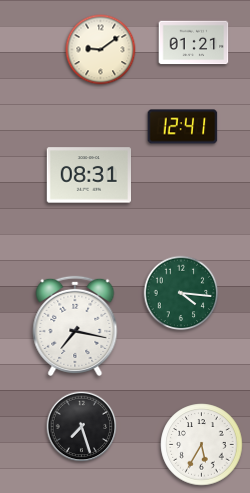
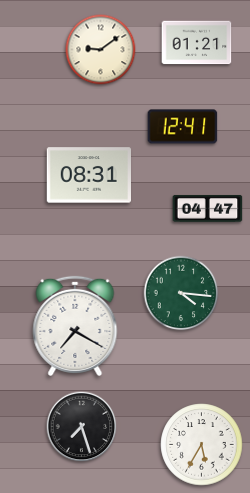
clock at (194, 43) position: (194, 43) -> (197, 43)
clock at (208, 208): none -> 04:47
clock at (75, 326): 7:17 -> 7:20
